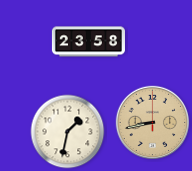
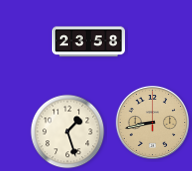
clock at (68, 132): 1:32 -> 1:27
